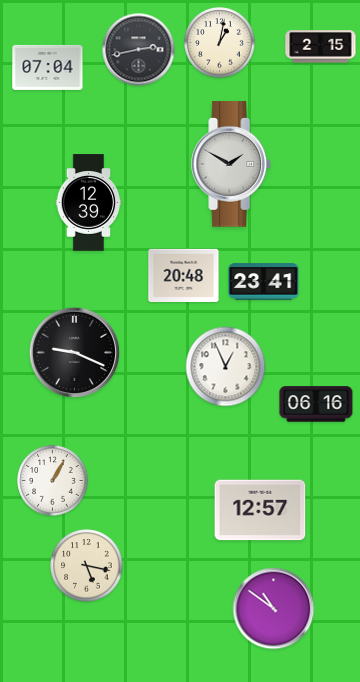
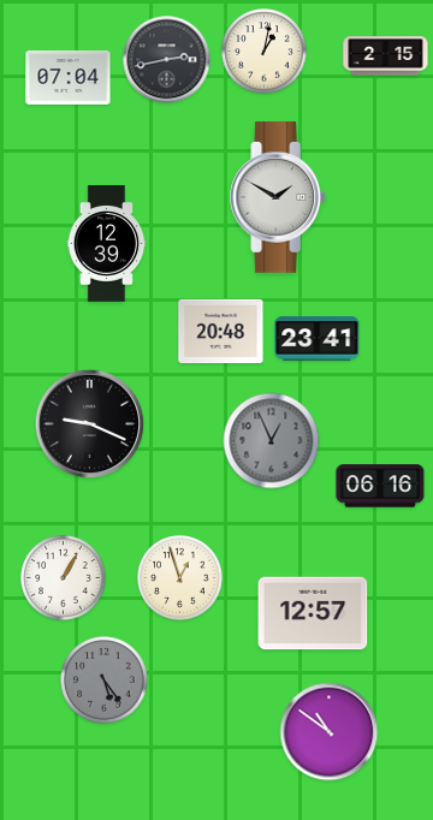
clock at (48, 67) position: (48, 67) -> (69, 77)
clock at (226, 367) dial: white -> grey
clock at (180, 578): none -> 12:57
clock at (87, 566): 5:17 -> 5:24
clock at (87, 566) dial: cream -> grey
